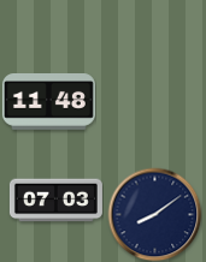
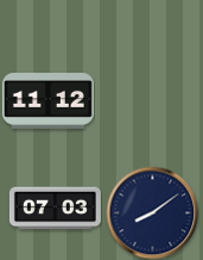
clock at (48, 102): 11:48 -> 11:12
clock at (55, 201) position: (55, 201) -> (55, 209)
